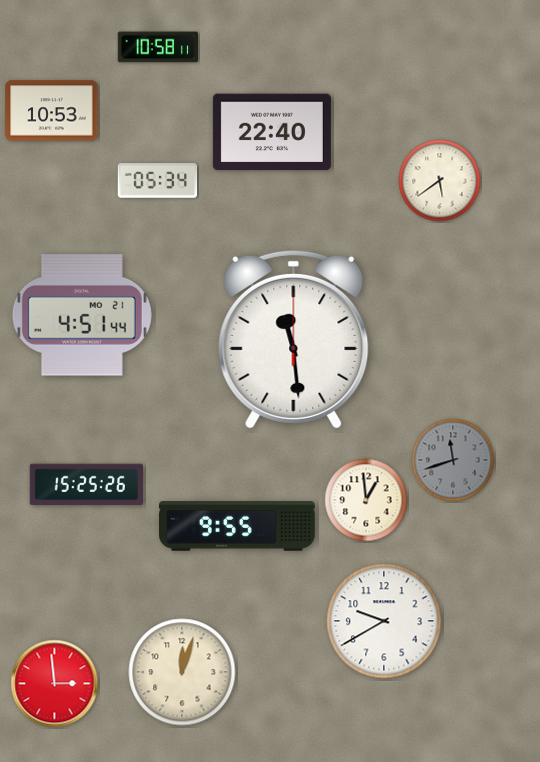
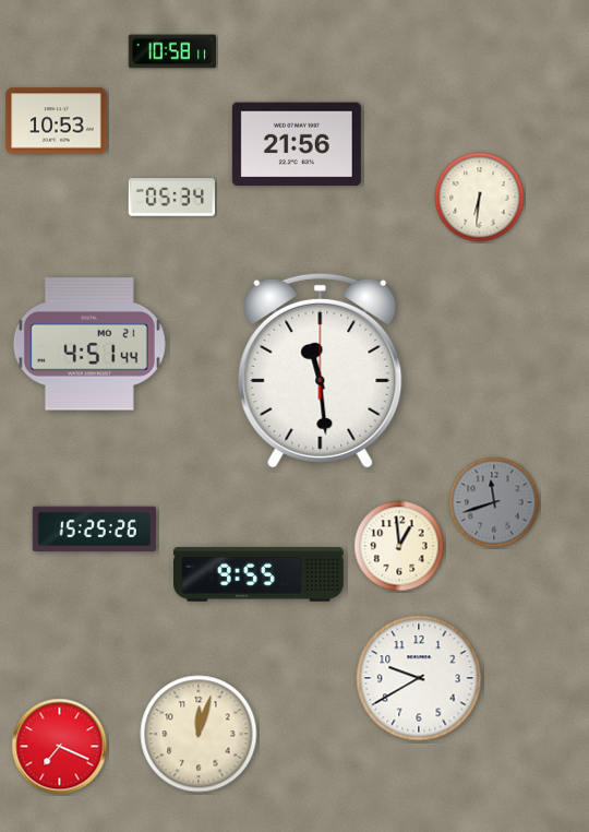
clock at (272, 132): 22:40 -> 21:56
clock at (440, 181): 5:39 -> 6:31
clock at (55, 684): 2:59 -> 7:19
